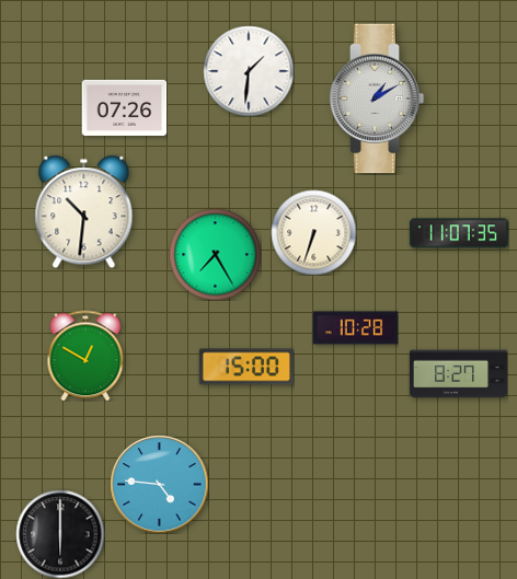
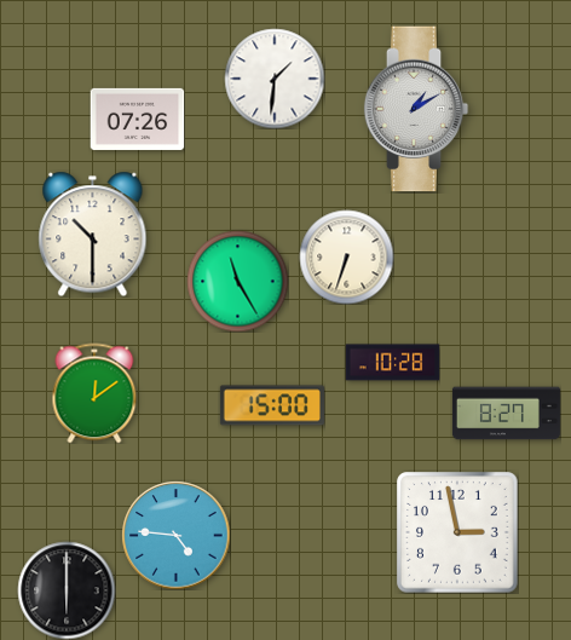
clock at (84, 211): 10:31 -> 10:30
clock at (459, 233): 11:07 -> none
clock at (215, 254): 7:25 -> 11:25
clock at (85, 356): 12:50 -> 12:09
clock at (457, 532): none -> 2:58
